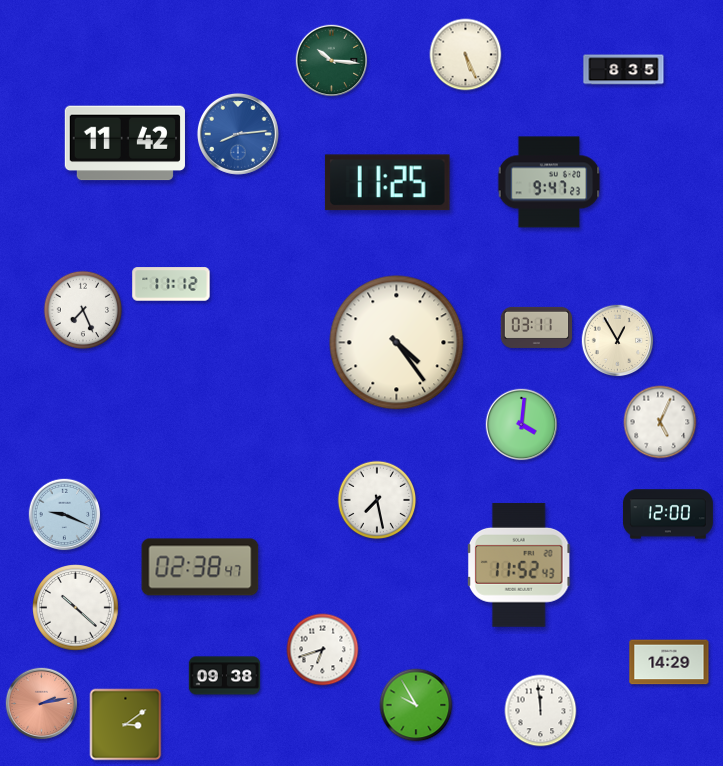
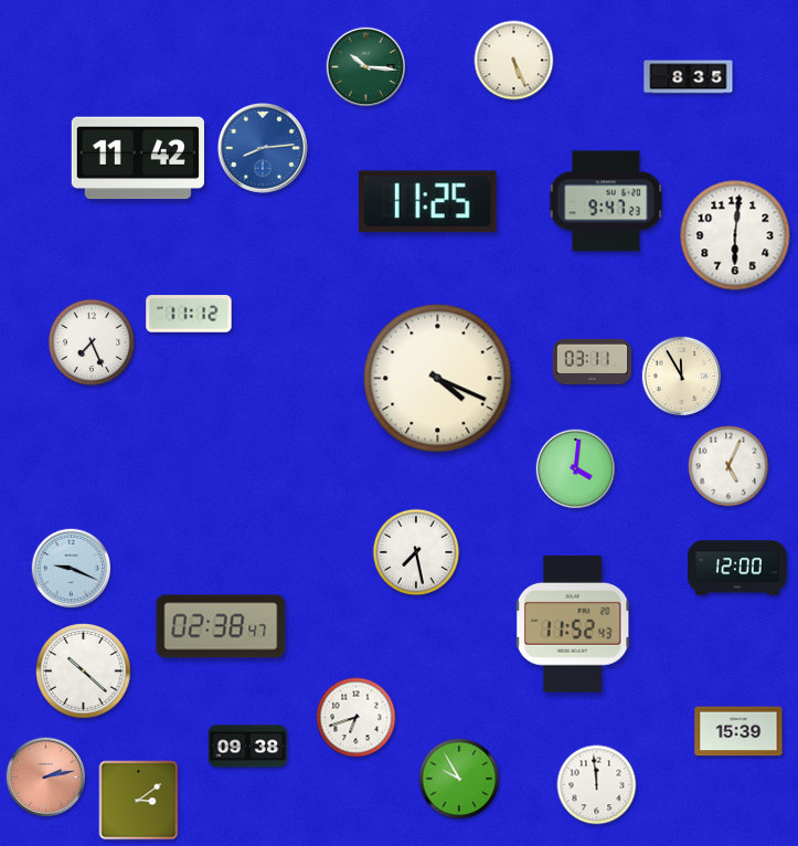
clock at (735, 235): none -> 6:01
clock at (618, 341): 12:55 -> 11:55
clock at (397, 343): 4:24 -> 4:19
clock at (669, 662): 14:29 -> 15:39
